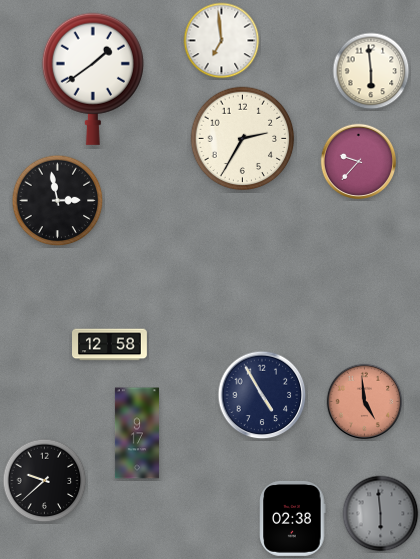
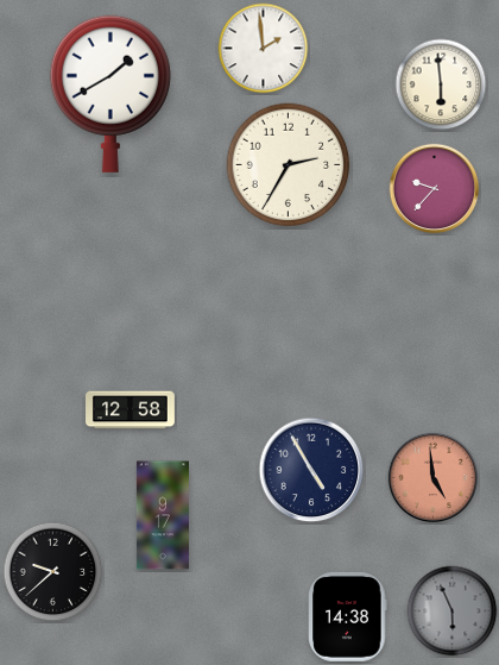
clock at (222, 41): 6:59 -> 1:59
clock at (93, 79): 1:39 -> 1:40
clock at (359, 162) position: (359, 162) -> (435, 189)
clock at (58, 201): 2:58 -> none
clock at (381, 514): 5:59 -> 5:56
clock at (293, 518): 02:38 -> 14:38
